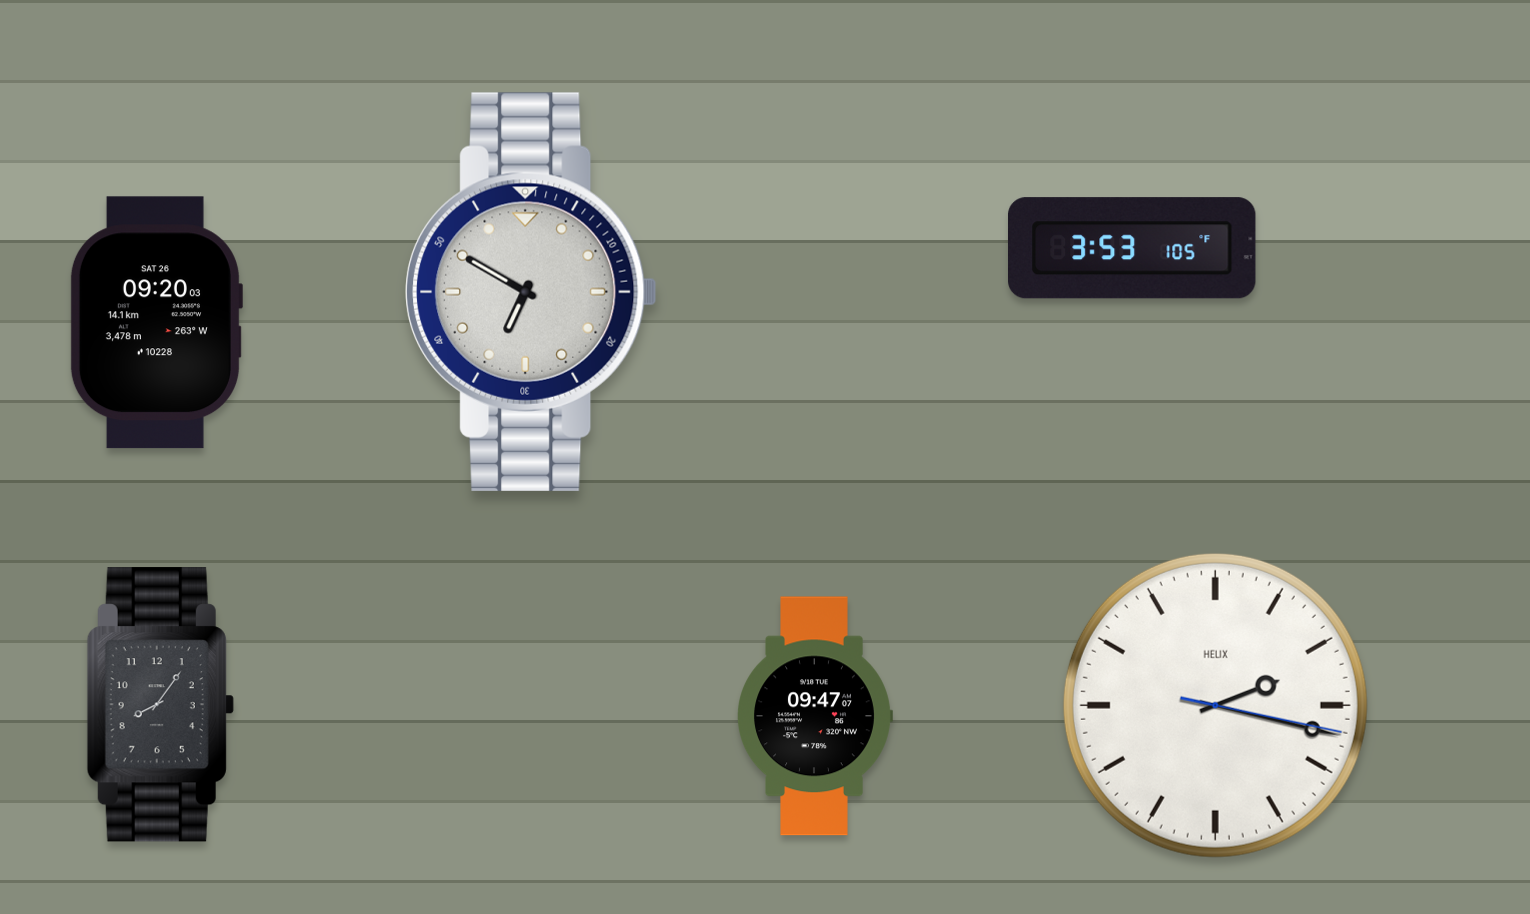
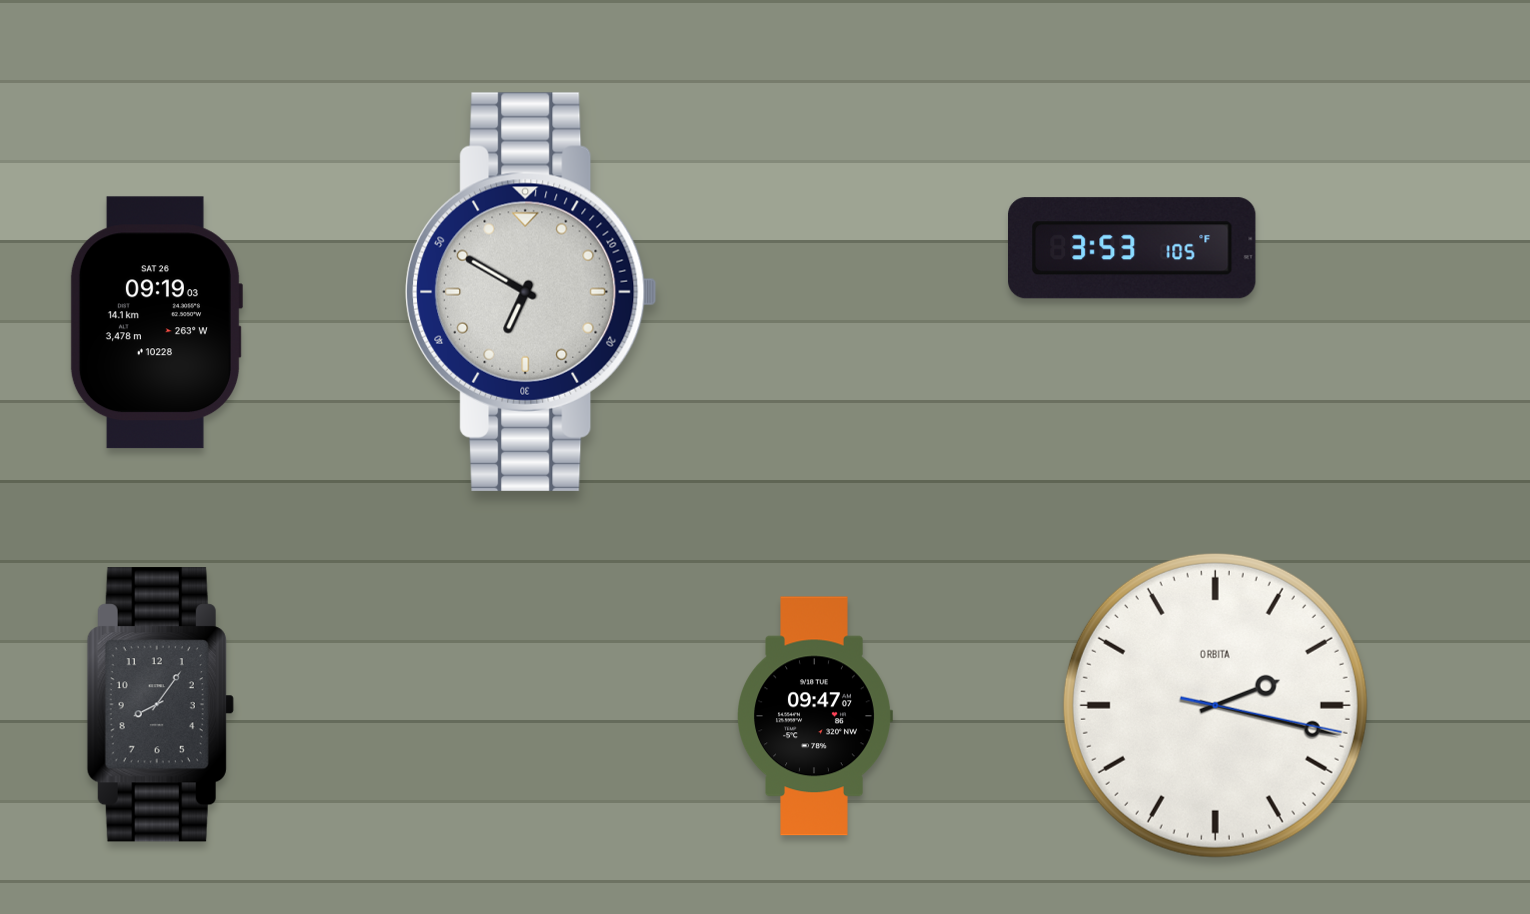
clock at (156, 323): 09:20 -> 09:19
clock at (1215, 705) brand: HELIX -> ORBITA
